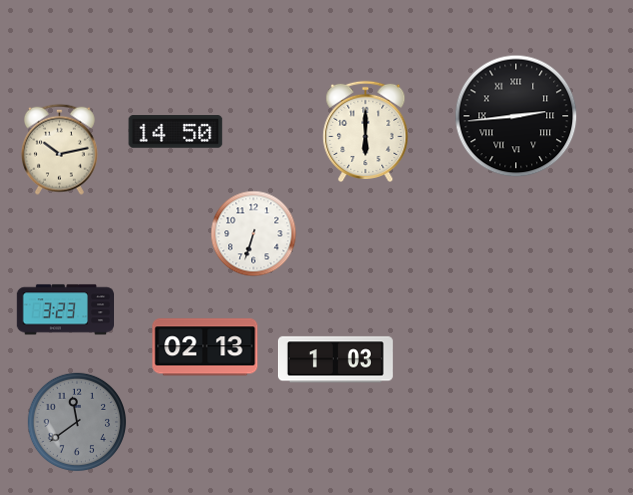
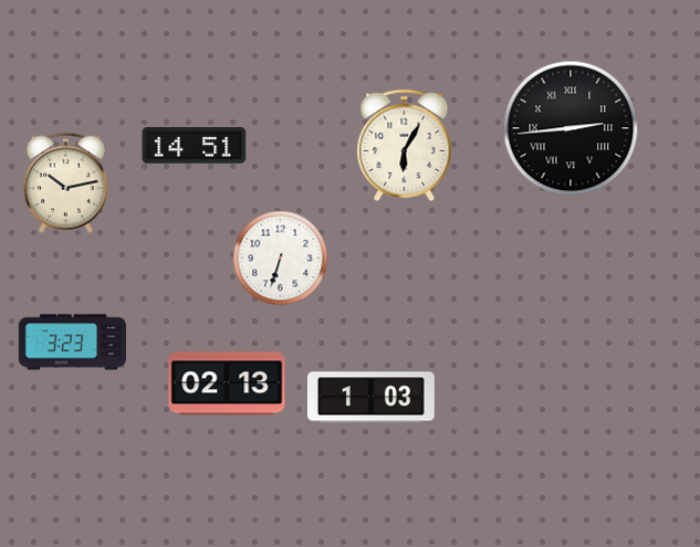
clock at (366, 131): 6:00 -> 6:05
clock at (176, 132): 14:50 -> 14:51
clock at (59, 149) position: (59, 149) -> (65, 182)
clock at (77, 422): 11:39 -> none
